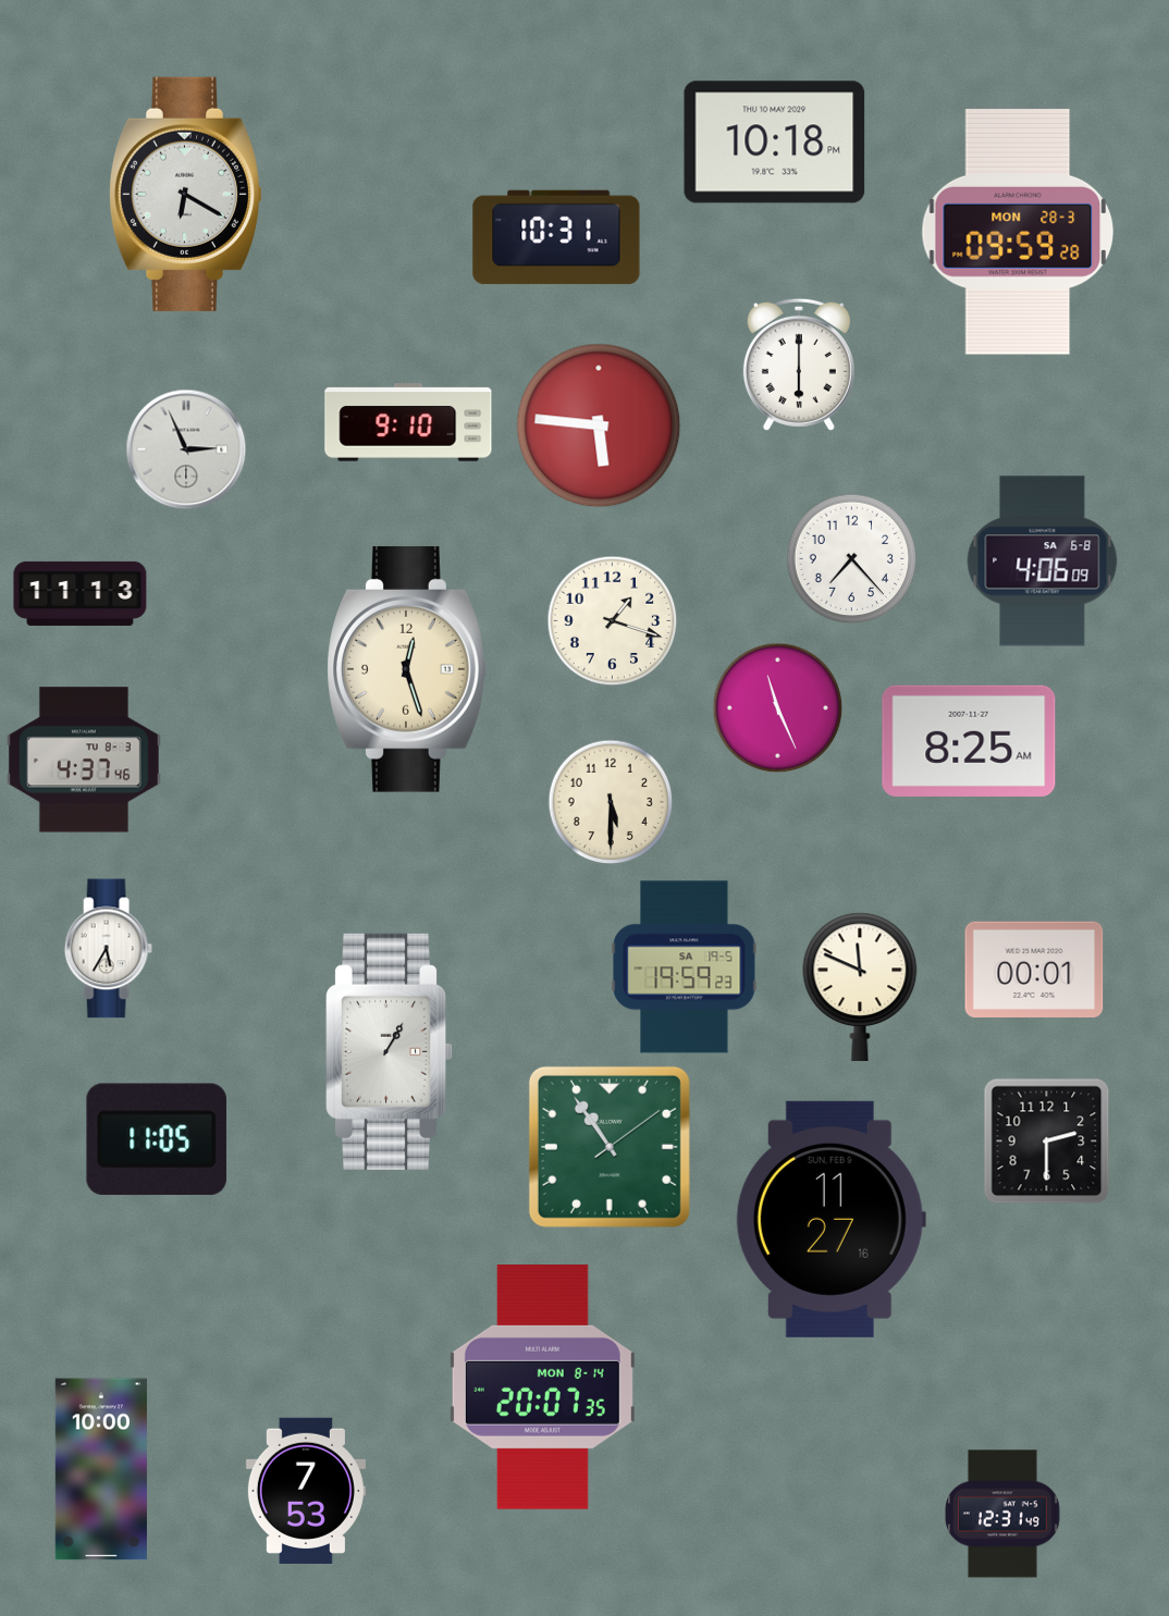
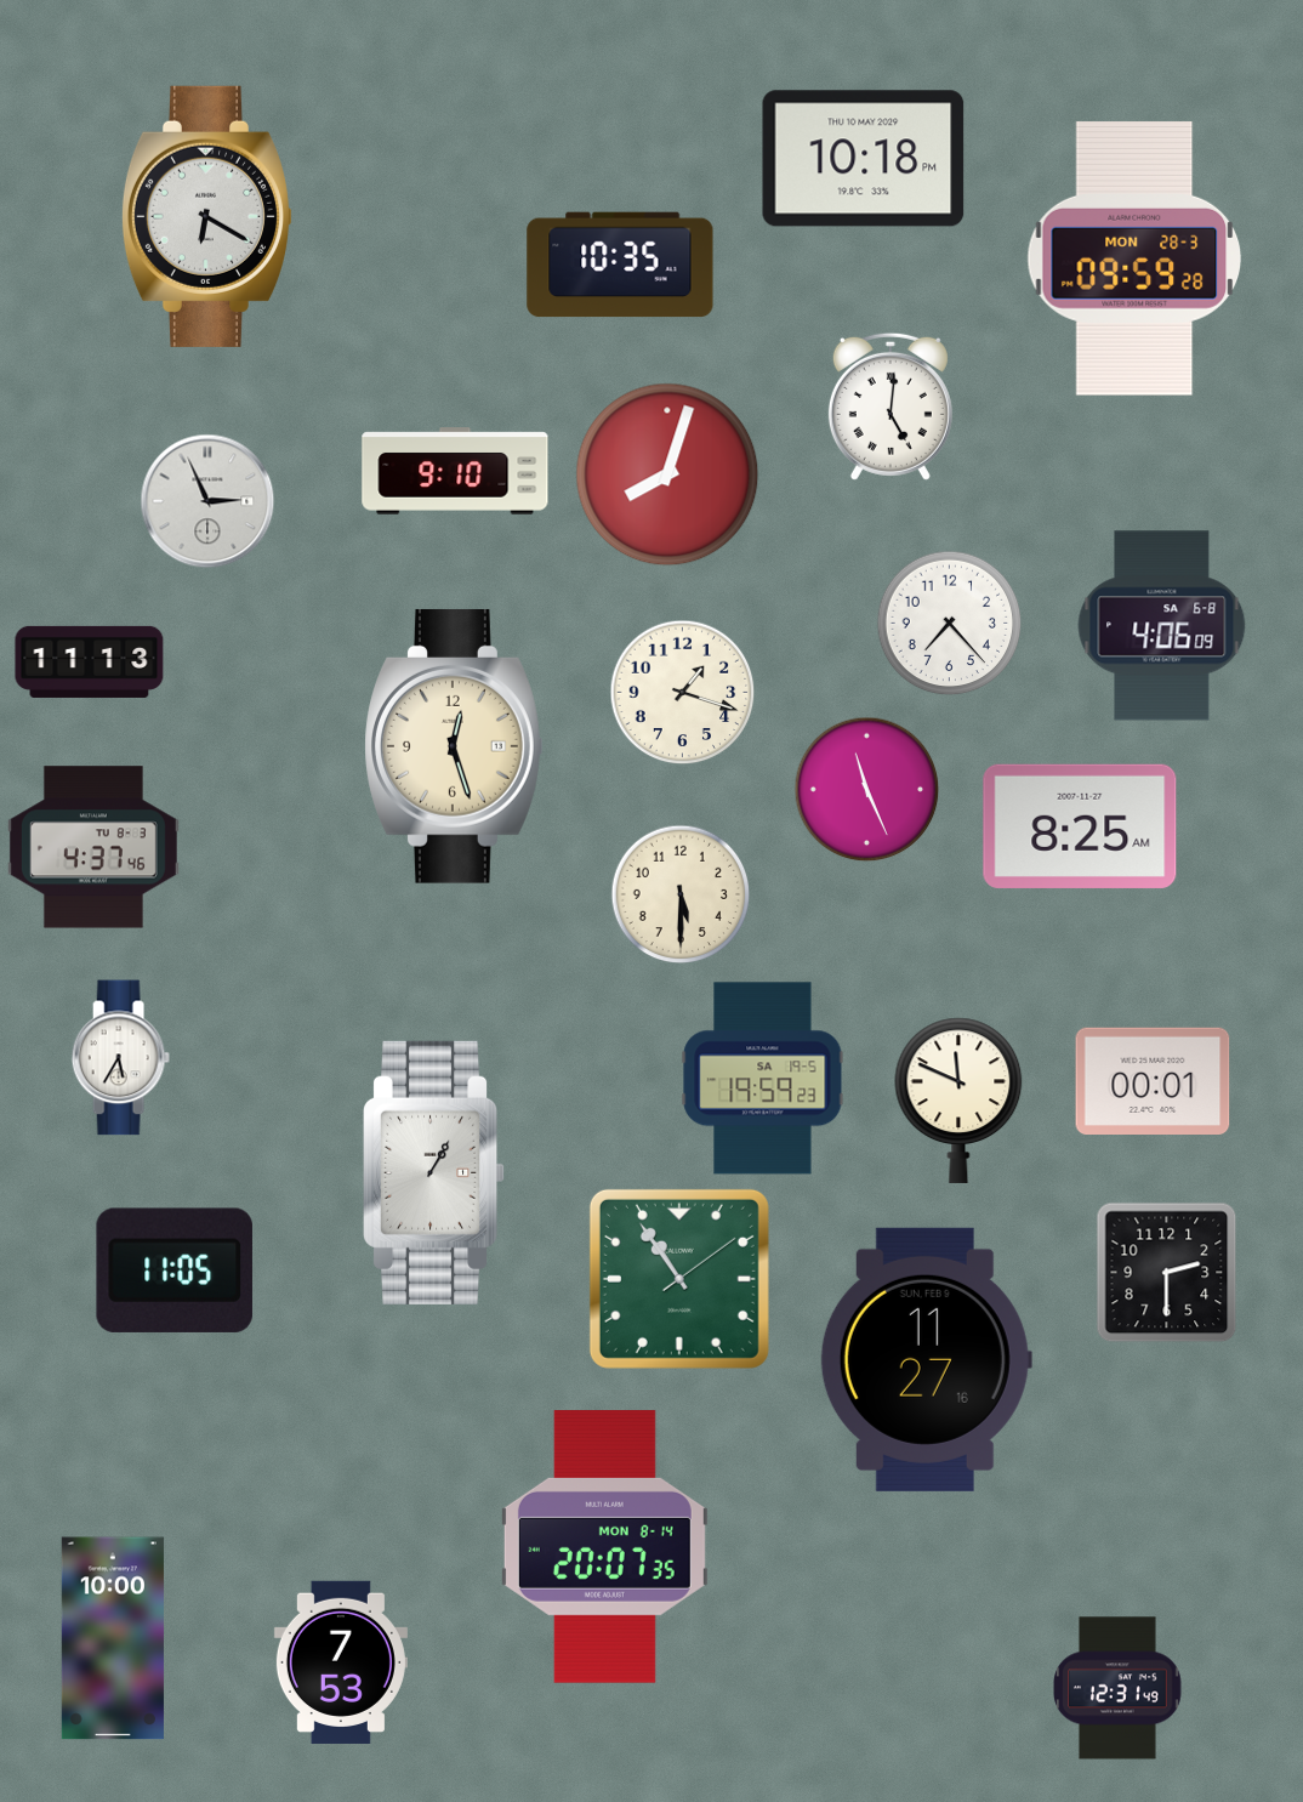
clock at (556, 237): 10:31 -> 10:35
clock at (799, 365): 6:00 -> 5:01
clock at (599, 425): 5:46 -> 8:03
